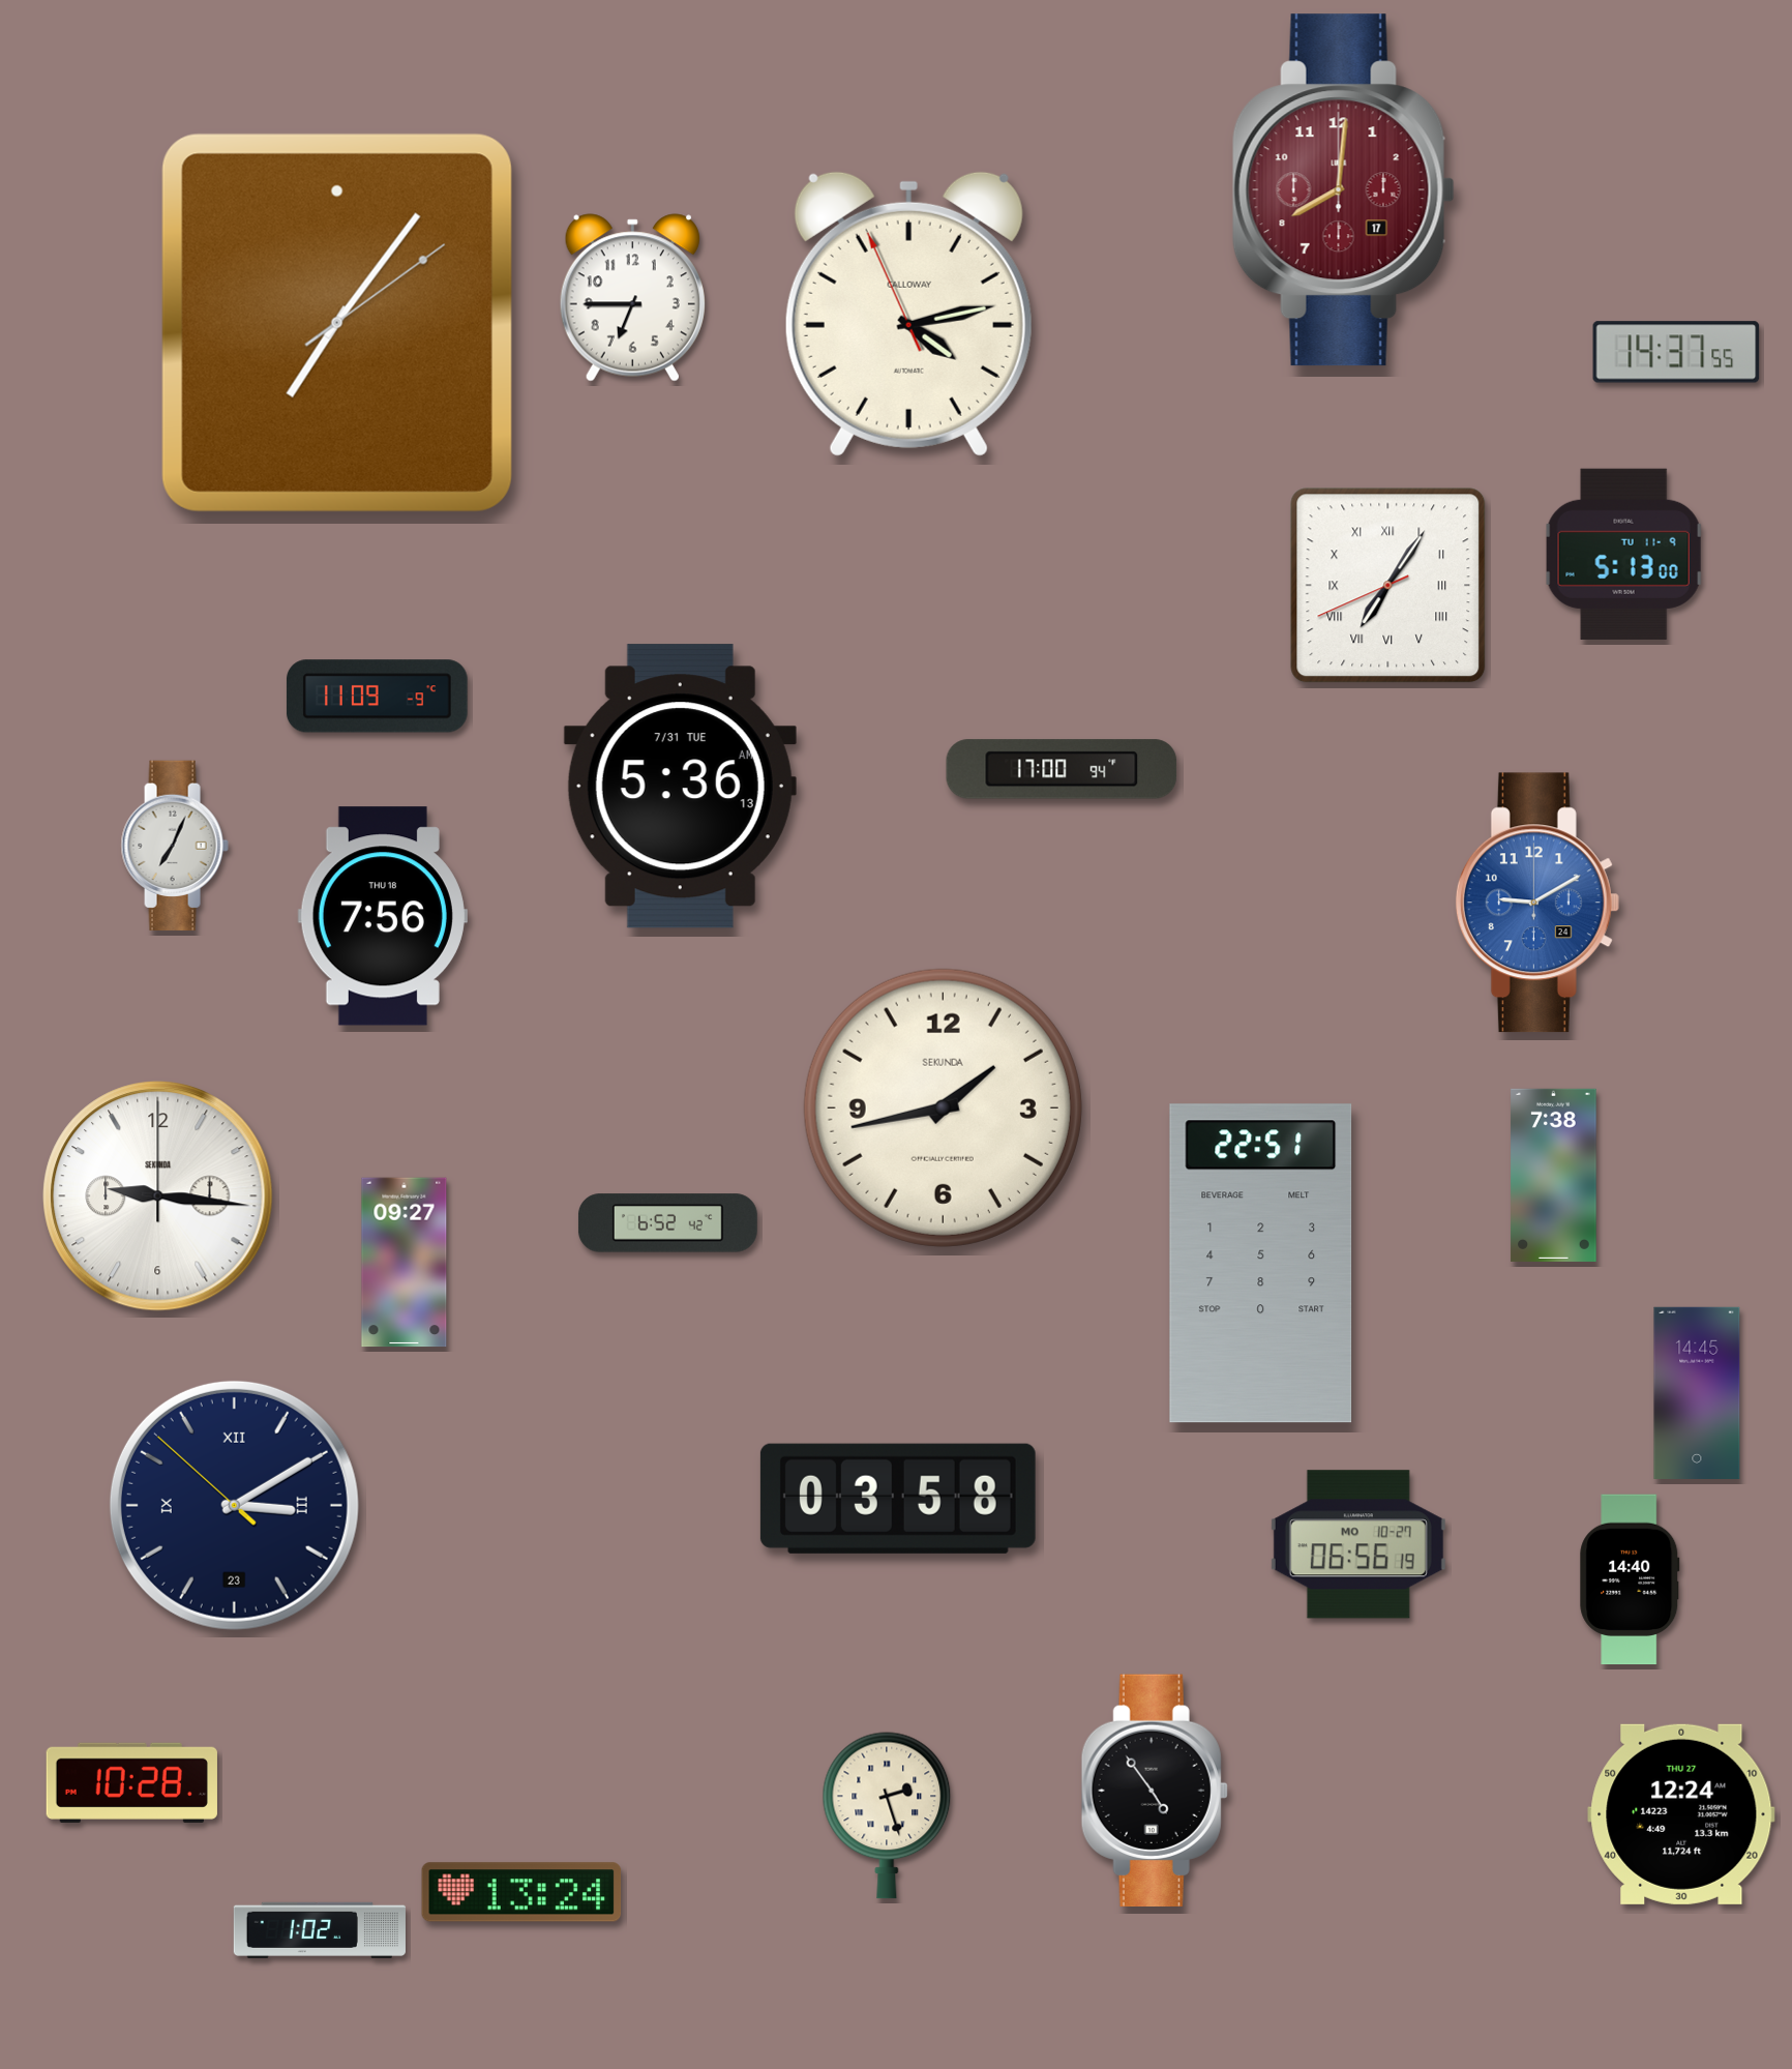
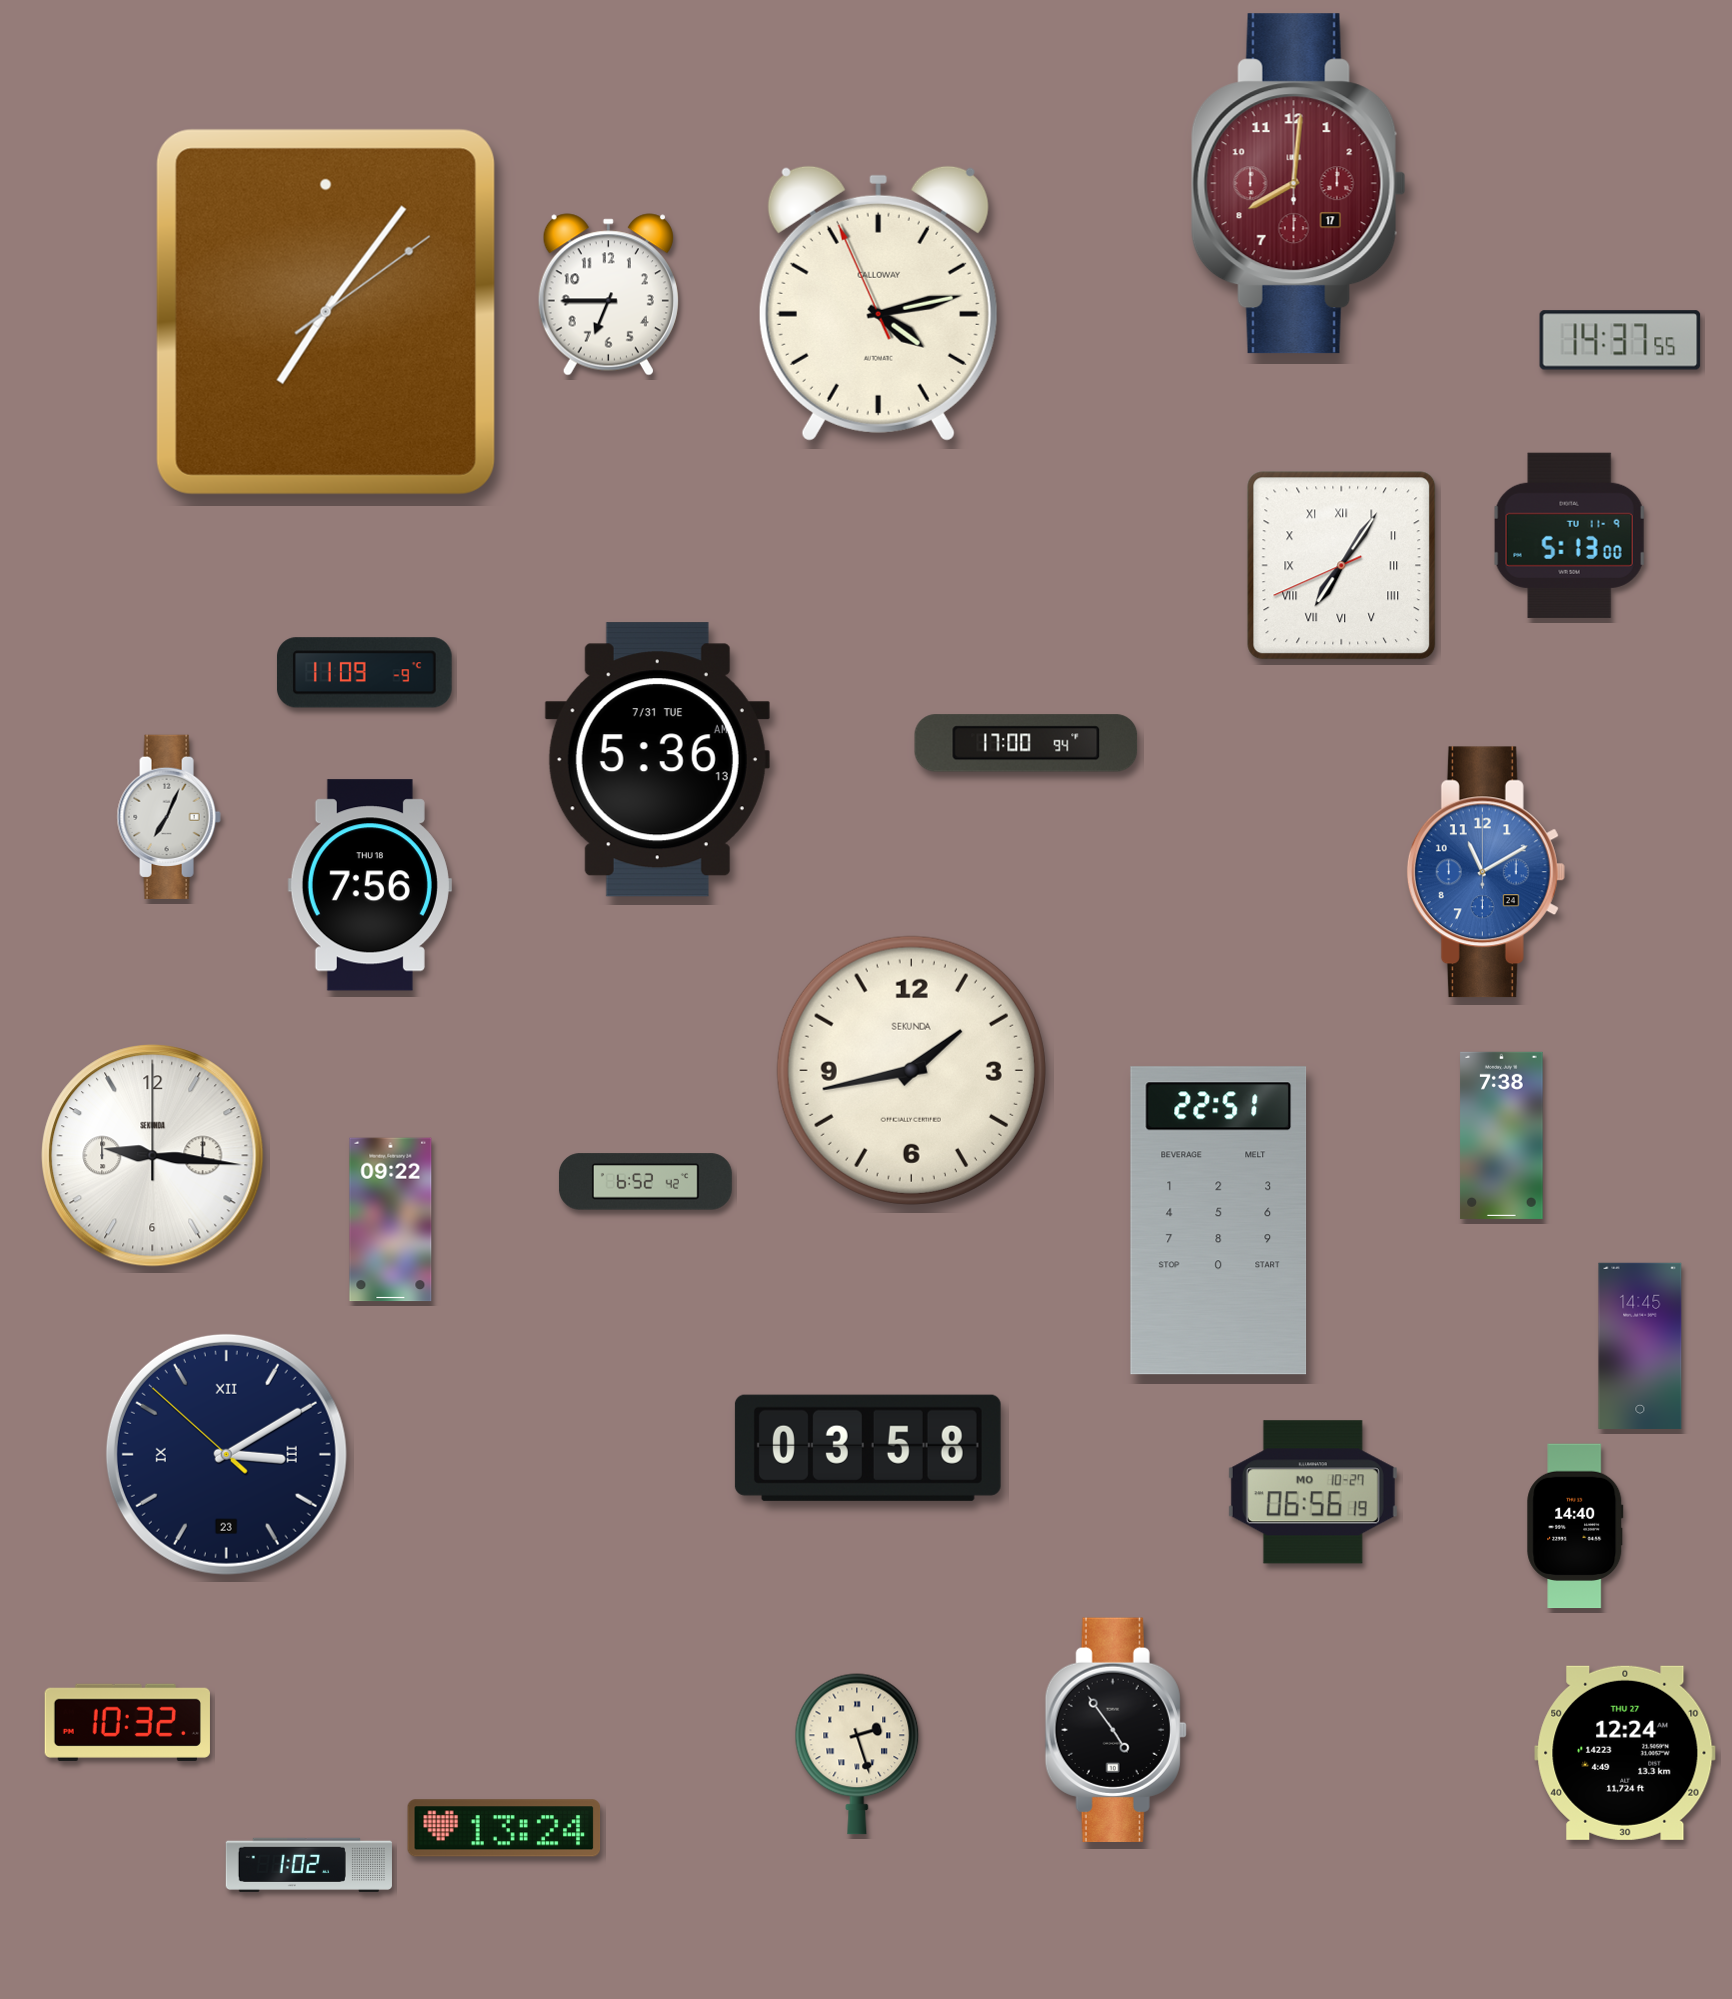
clock at (632, 298) position: (632, 298) -> (608, 295)
clock at (1537, 903): 9:10 -> 11:10
clock at (405, 1263): 09:27 -> 09:22
clock at (131, 1782): 10:28 -> 10:32
